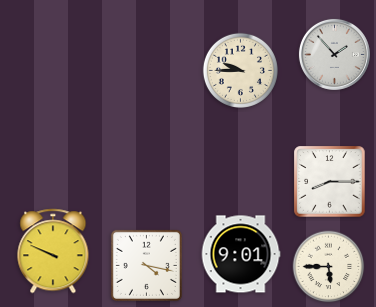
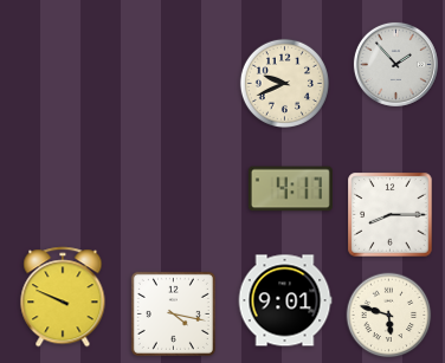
clock at (240, 70): 9:45 -> 9:41
clock at (290, 189): none -> 4:17
clock at (329, 267): 5:45 -> 5:48
